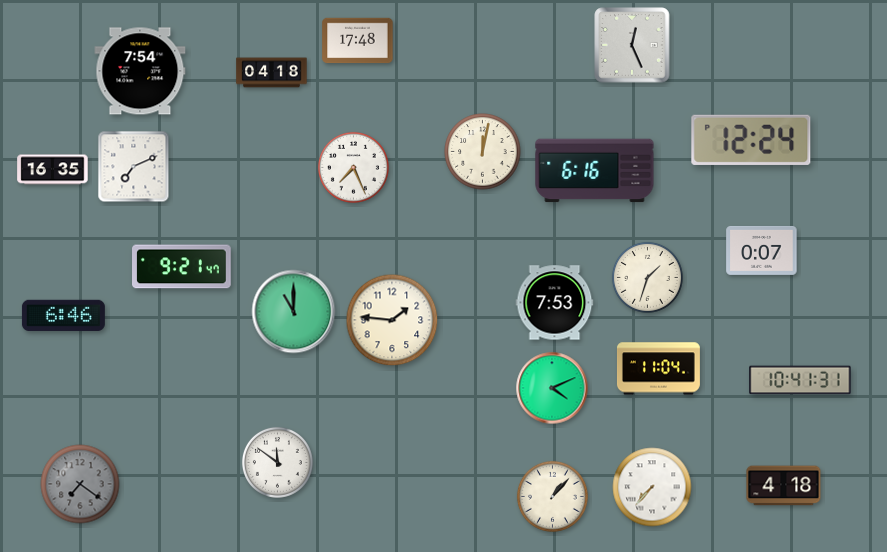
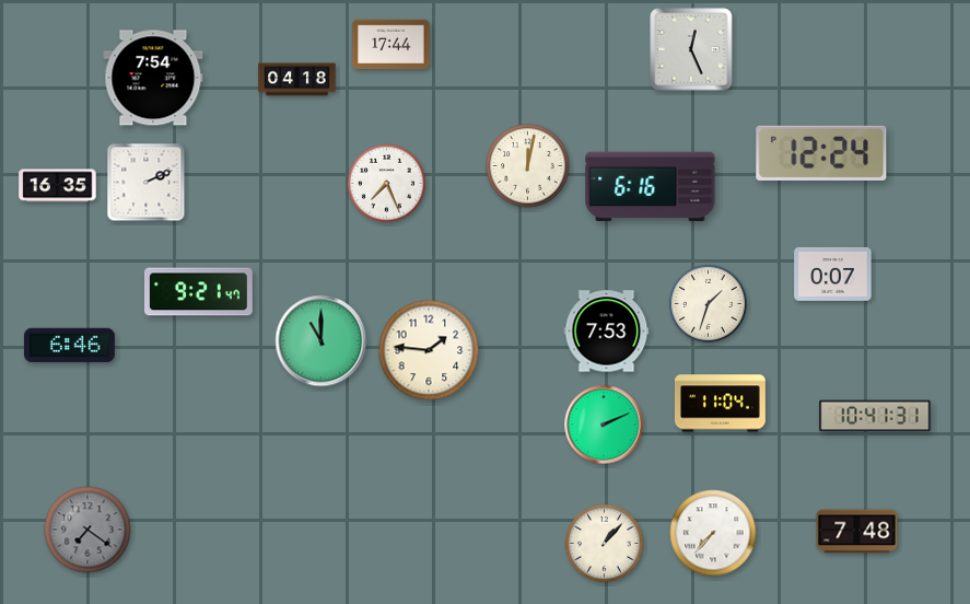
clock at (358, 41): 17:48 -> 17:44
clock at (134, 167): 7:11 -> 2:11
clock at (552, 388): 4:11 -> 2:11
clock at (277, 462): 11:51 -> none
clock at (784, 486): 4:18 -> 7:48
